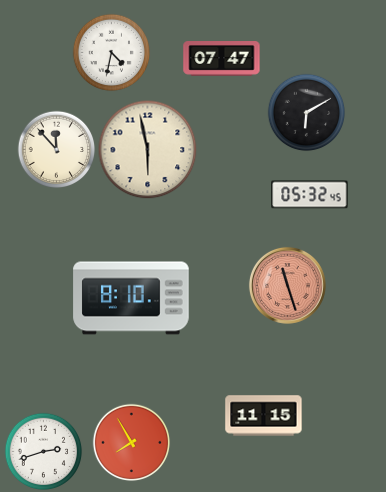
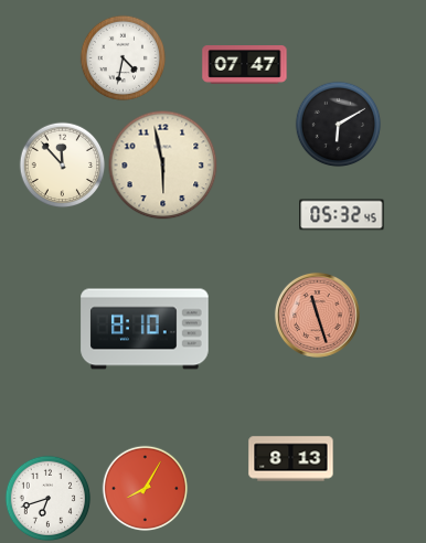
clock at (264, 416): 11:15 -> 8:13
clock at (131, 442): 7:55 -> 8:05
clock at (43, 451): 2:42 -> 6:42
